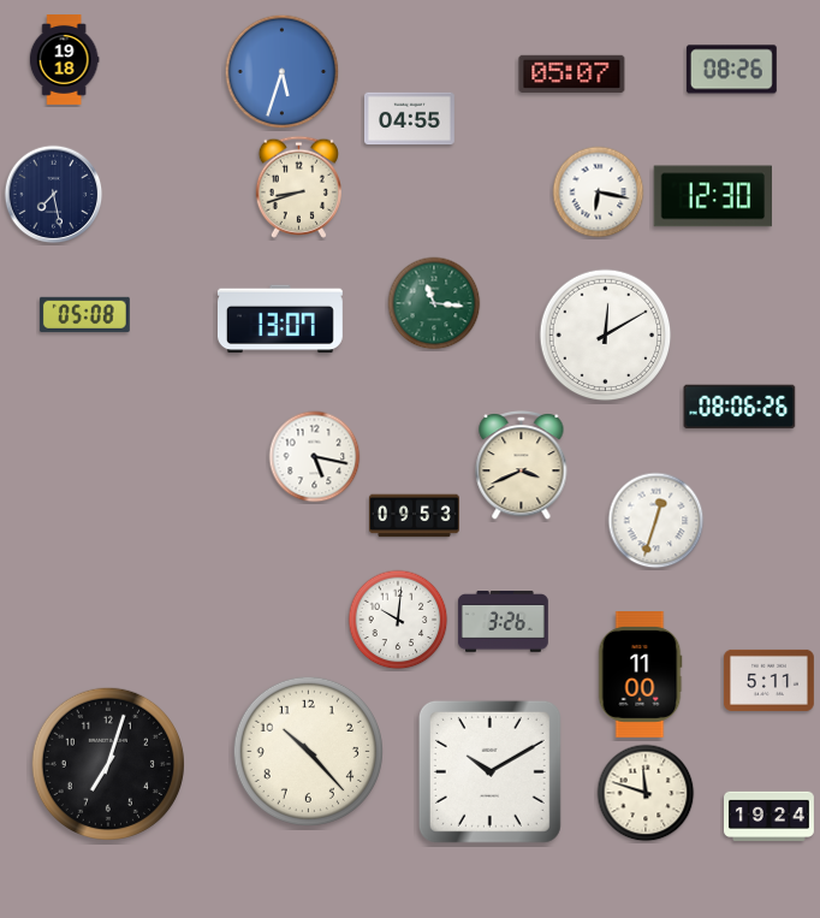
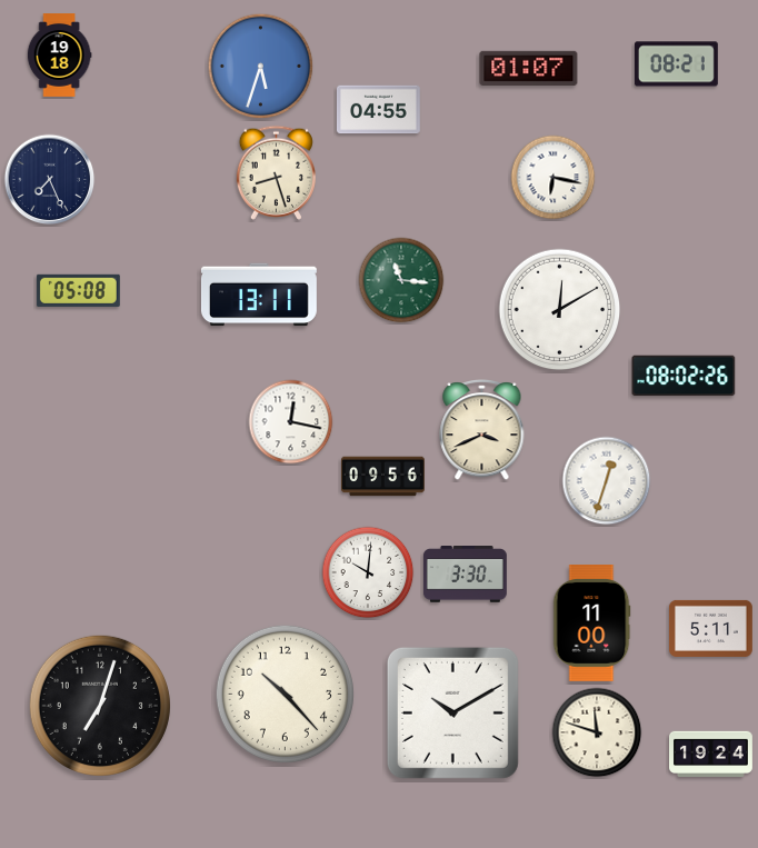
clock at (731, 70): 08:26 -> 08:21
clock at (572, 73): 05:07 -> 01:07
clock at (298, 186): 8:42 -> 8:27
clock at (54, 195): 7:28 -> 7:26
clock at (712, 196): 12:30 -> none
clock at (280, 319): 13:07 -> 13:11
clock at (739, 407): 08:06 -> 08:02
clock at (315, 457): 5:17 -> 12:17
clock at (415, 516): 09:53 -> 09:56
clock at (503, 622): 3:26 -> 3:30
